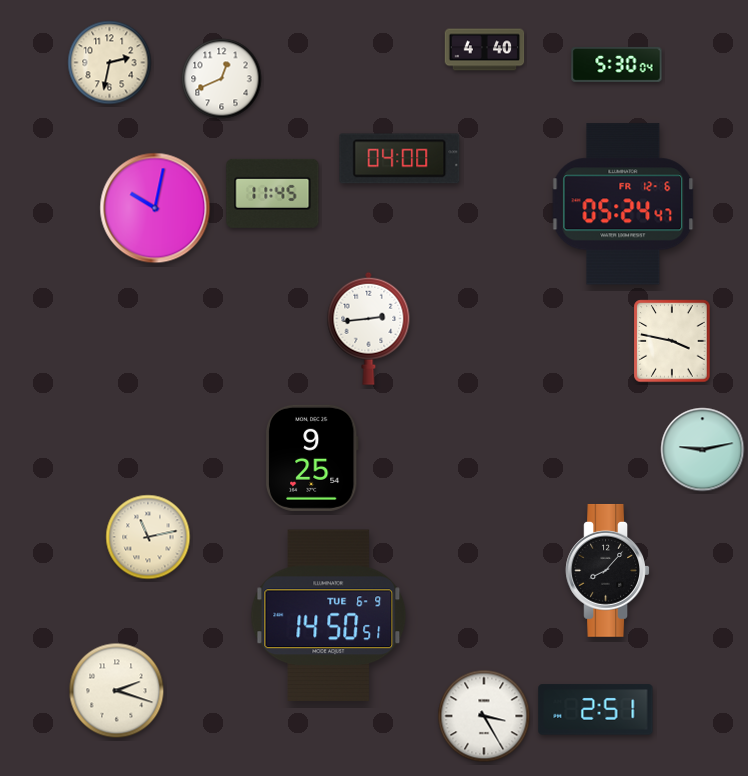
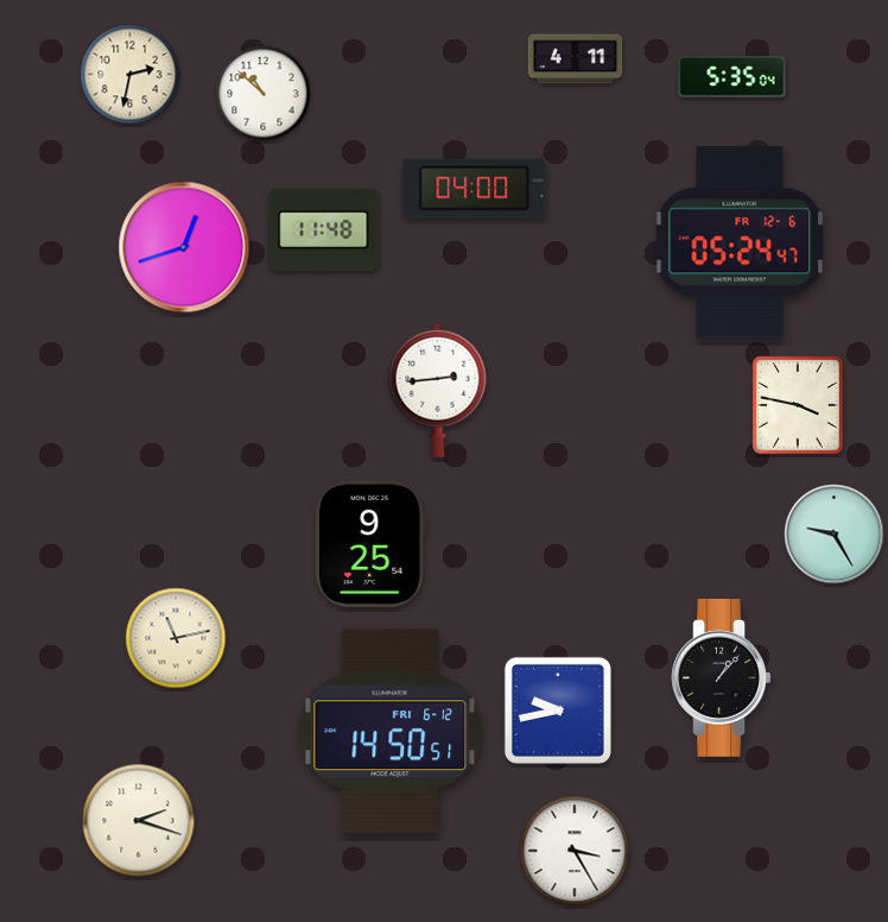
clock at (485, 50): 4:40 -> 4:11
clock at (617, 64): 5:30 -> 5:35
clock at (222, 79): 12:41 -> 10:52
clock at (273, 193): 11:45 -> 11:48
clock at (155, 208): 10:02 -> 12:42
clock at (703, 450): 9:13 -> 9:25
clock at (608, 570): 8:07 -> 1:07
clock at (558, 711): none -> 9:43
clock at (329, 616) date: TUE 6-9 -> FRI 6-12
clock at (596, 710): 2:51 -> none
